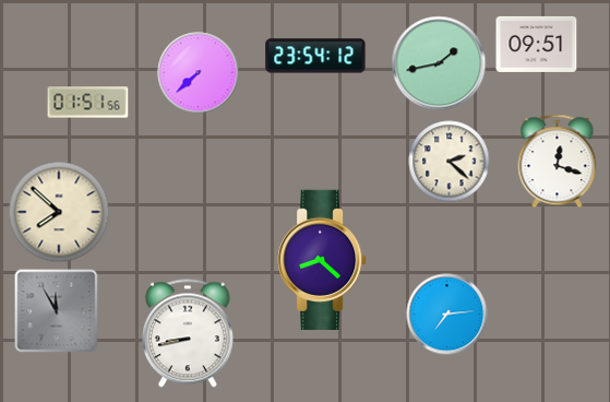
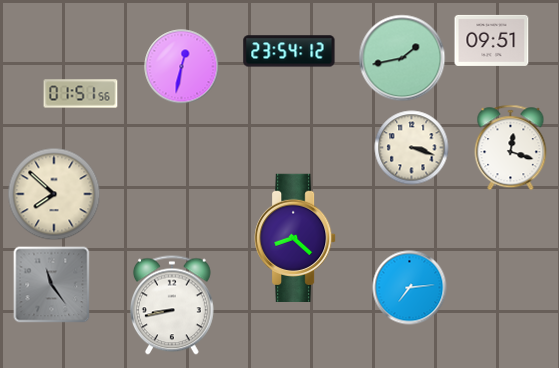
clock at (199, 73): 7:38 -> 12:32
clock at (450, 162): 2:22 -> 3:18
clock at (57, 311): 11:55 -> 11:24
